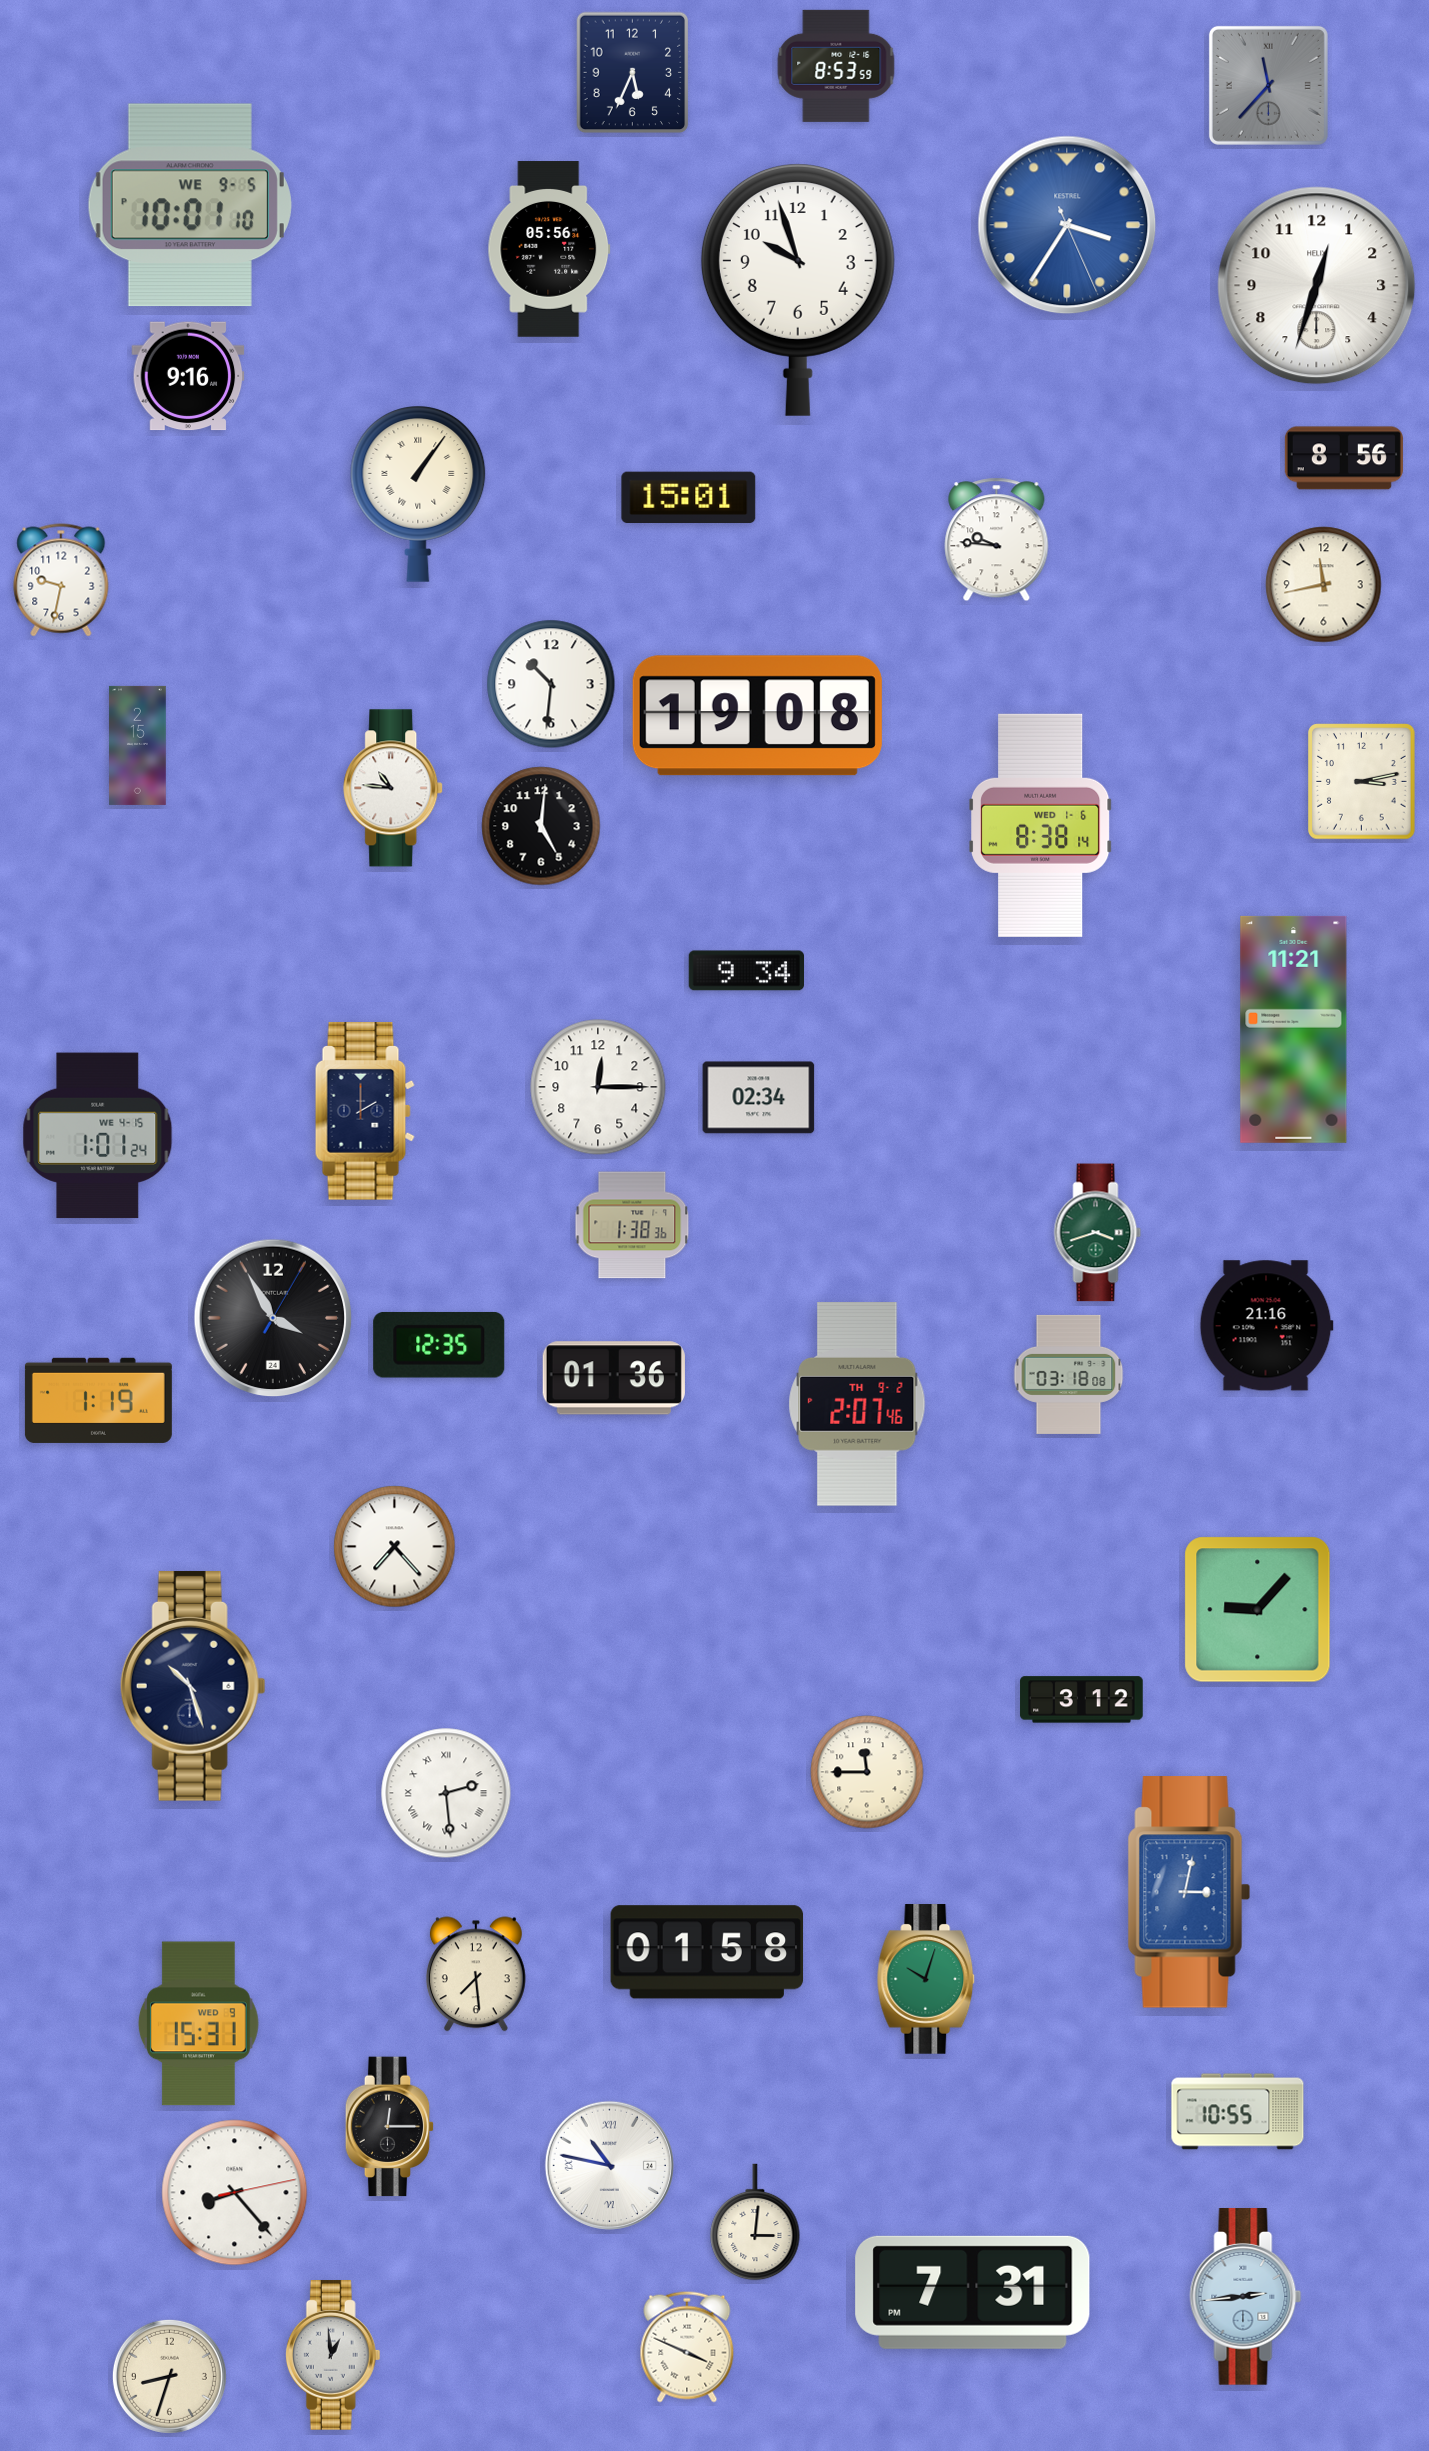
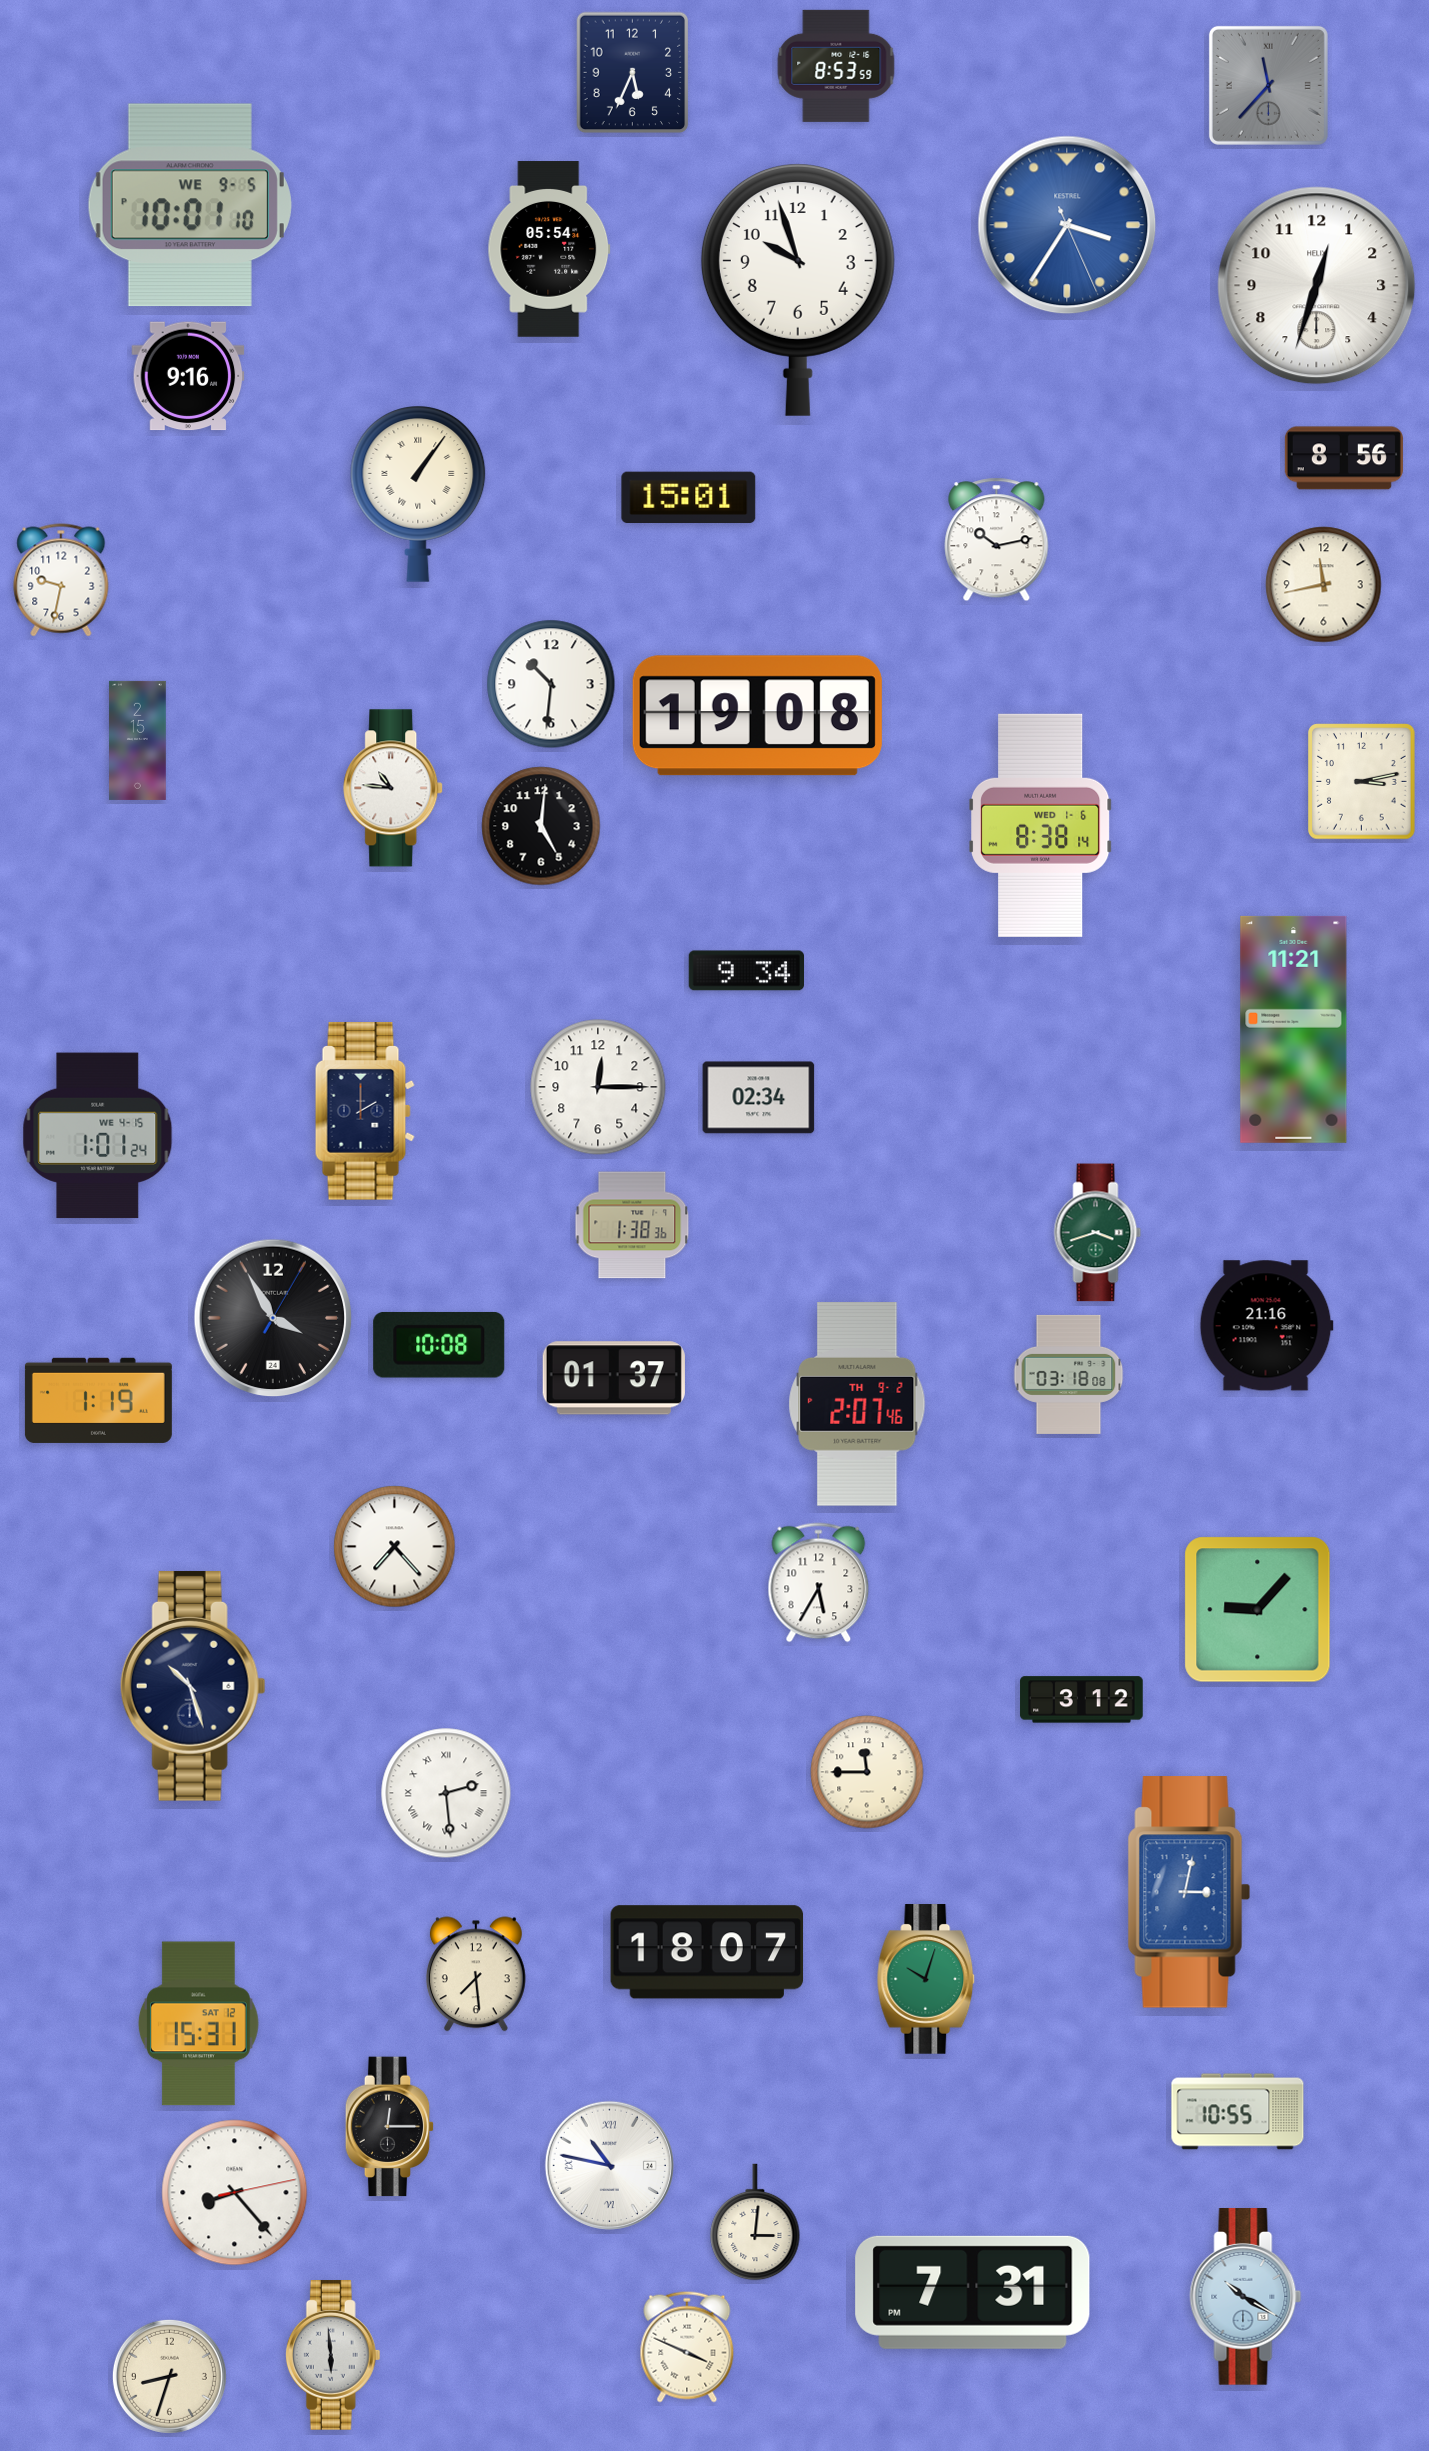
clock at (549, 249): 05:56 -> 05:54
clock at (997, 540): 9:46 -> 10:13
clock at (138, 745) position: (138, 745) -> (138, 740)
clock at (439, 1345): 12:35 -> 10:08
clock at (614, 1378): 01:36 -> 01:37
clock at (819, 1583): none -> 5:35
clock at (707, 1952): 01:58 -> 18:07
clock at (198, 2024) date: WED 9 -> SAT 12
clock at (1246, 2297): 2:44 -> 10:20
clock at (333, 2355): 12:59 -> 5:59
